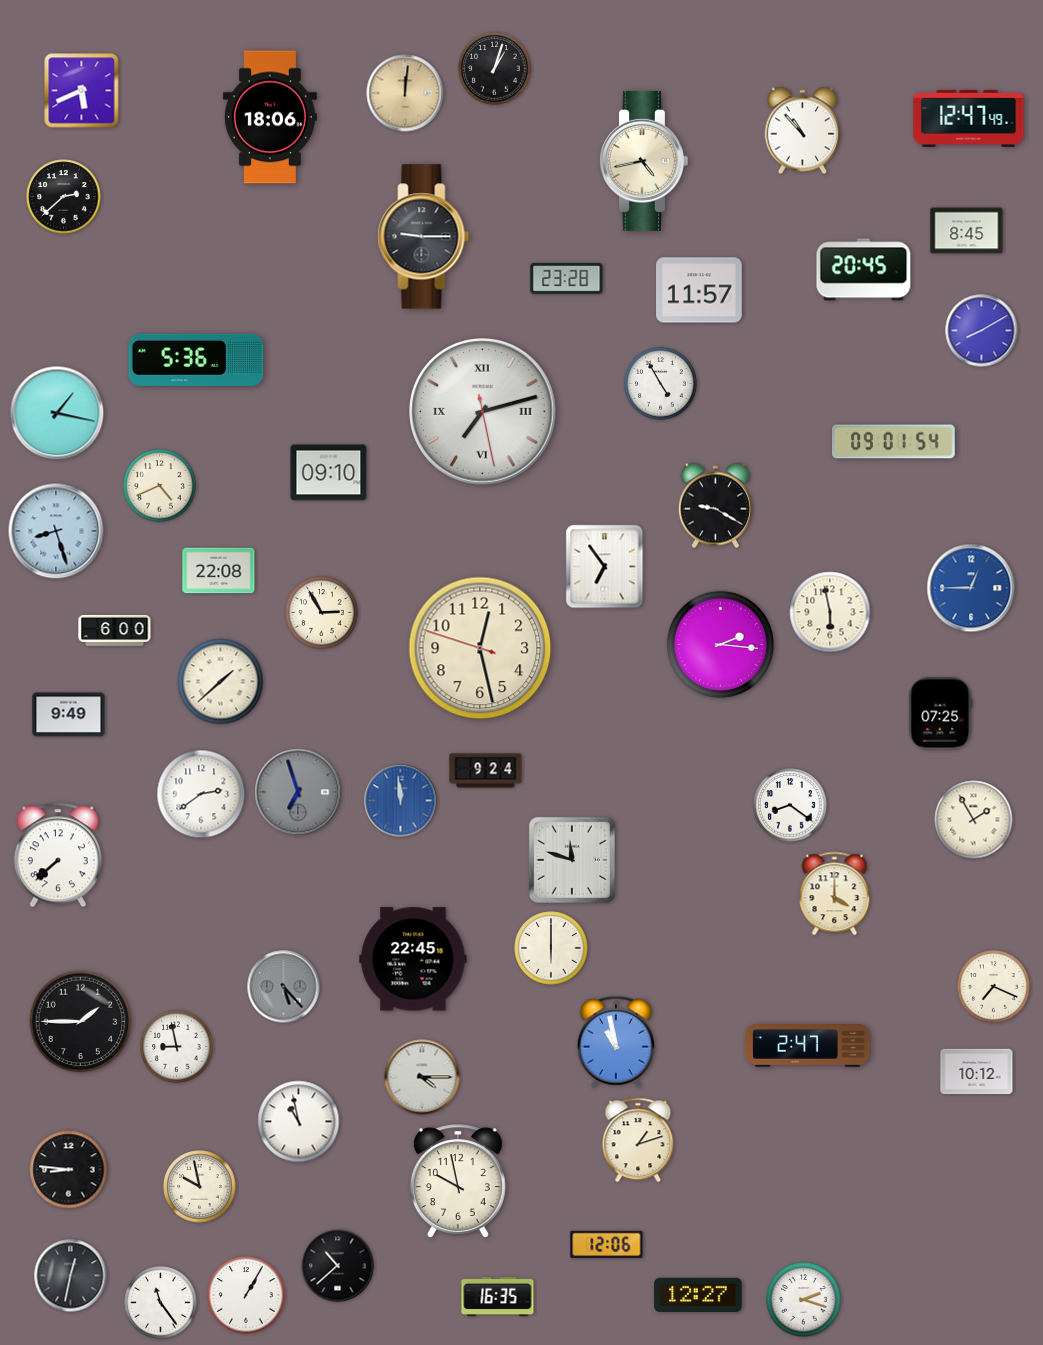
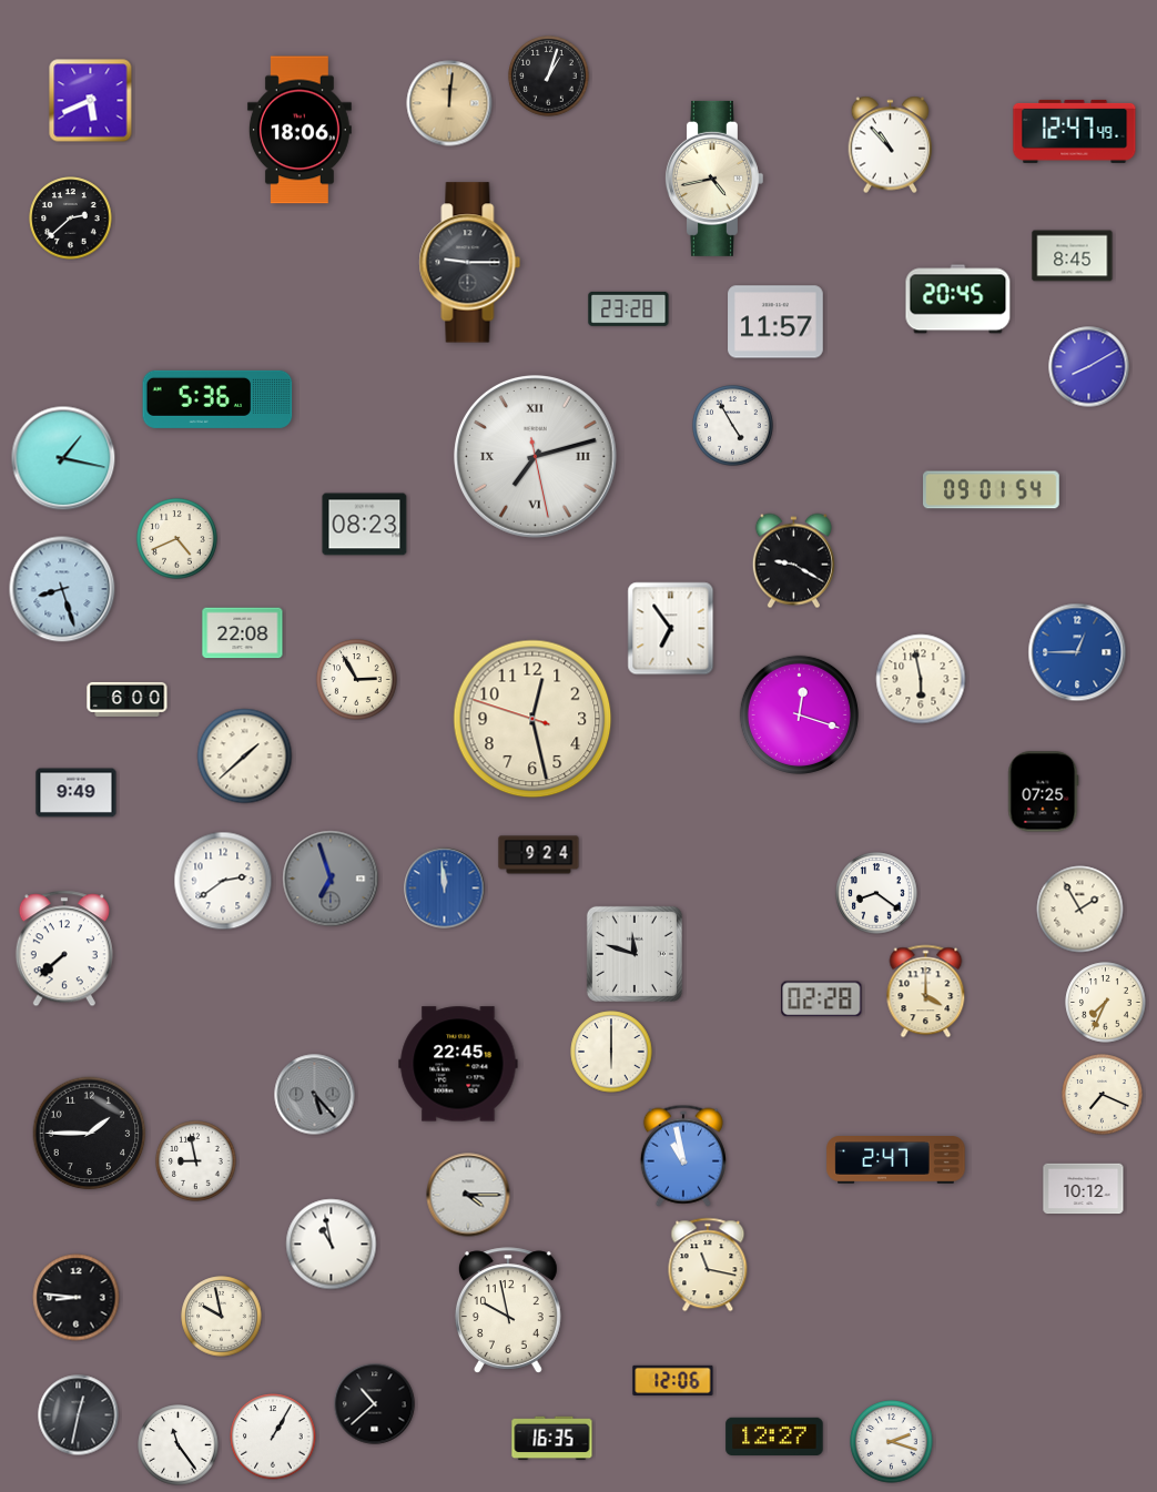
clock at (329, 473): 09:10 -> 08:23
clock at (720, 644): 2:16 -> 12:18
clock at (822, 999): none -> 02:28
clock at (1106, 1003): none -> 7:34
clock at (638, 1140): 1:12 -> 11:17
